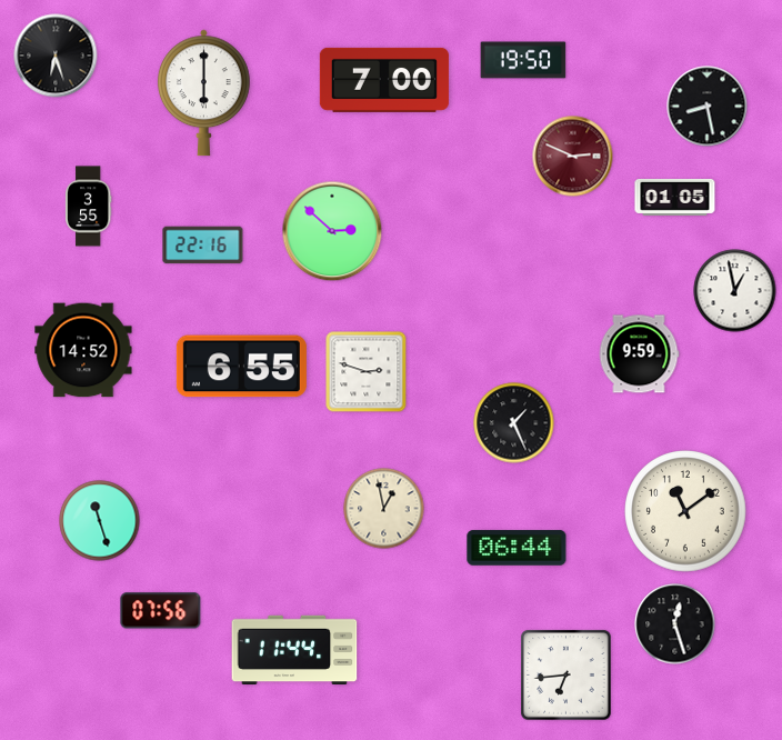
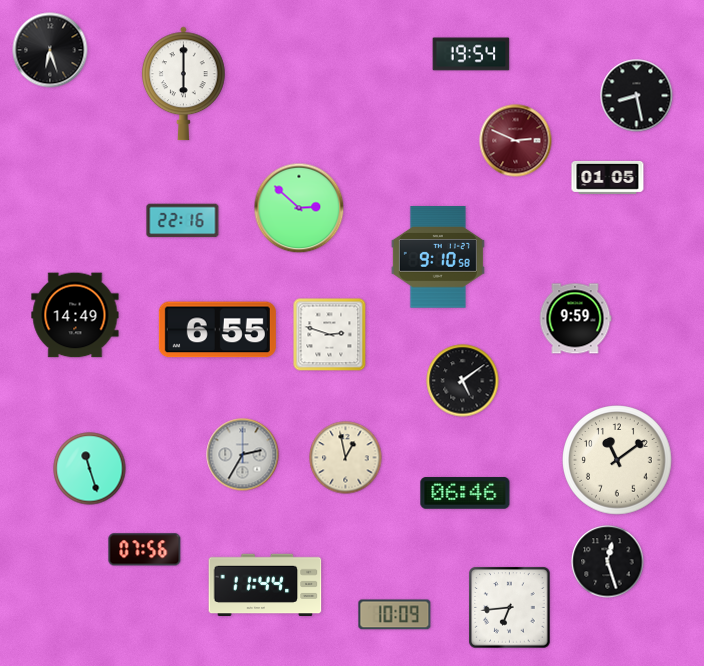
clock at (523, 60): 19:50 -> 19:54
clock at (384, 80): 7:00 -> none
clock at (88, 207): 3:55 -> none
clock at (438, 257): none -> 9:10
clock at (735, 291): 12:58 -> none
clock at (83, 350): 14:52 -> 14:49
clock at (514, 423): 1:26 -> 5:09
clock at (243, 455): none -> 2:35
clock at (517, 548): 06:44 -> 06:46
clock at (395, 615): none -> 10:09
